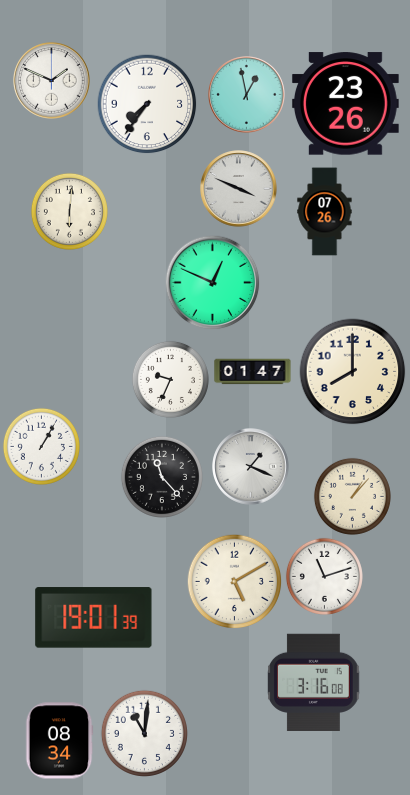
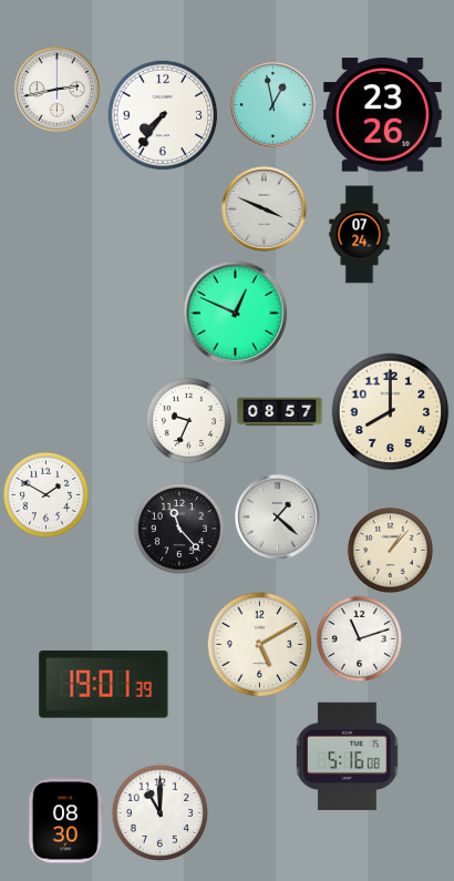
clock at (52, 81): 1:49 -> 2:43
clock at (69, 211): 6:01 -> none
clock at (325, 212): 07:26 -> 07:24
clock at (253, 372): 01:47 -> 08:57
clock at (41, 446): 1:05 -> 1:50
clock at (251, 467): 1:19 -> 1:22
clock at (314, 683): 3:16 -> 5:16
clock at (144, 733): 11:01 -> 11:00
clock at (59, 741): 08:34 -> 08:30
